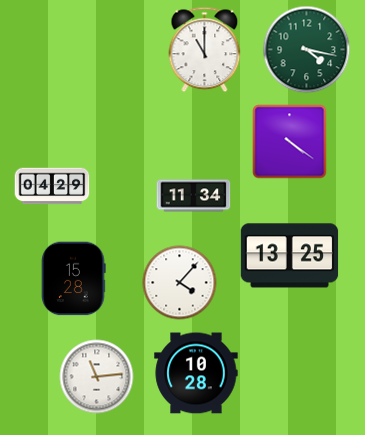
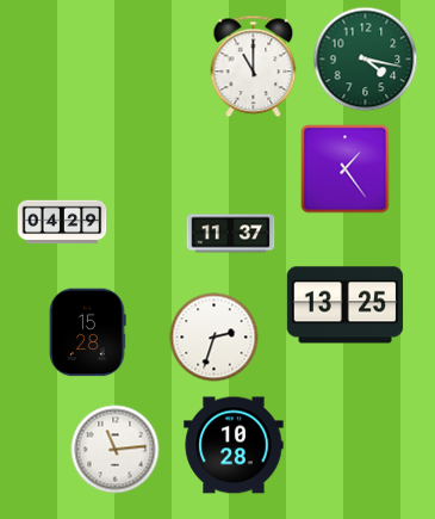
clock at (205, 50) position: (205, 50) -> (254, 67)
clock at (290, 142): 4:21 -> 1:24
clock at (194, 196): 11:34 -> 11:37
clock at (180, 283): 4:07 -> 2:33
